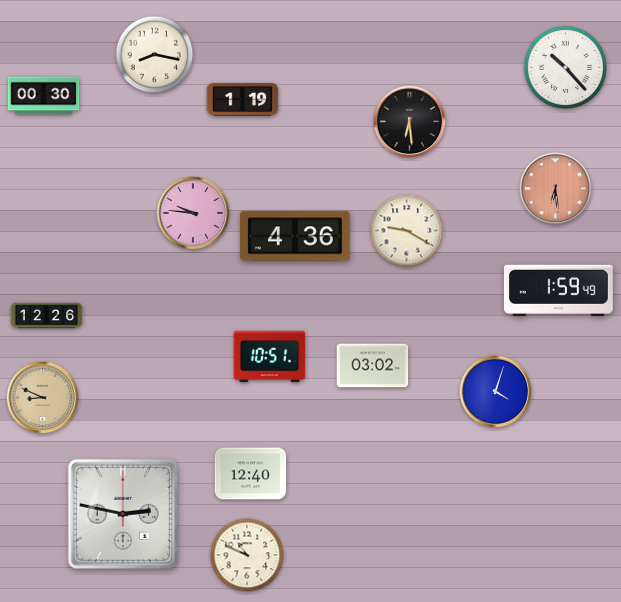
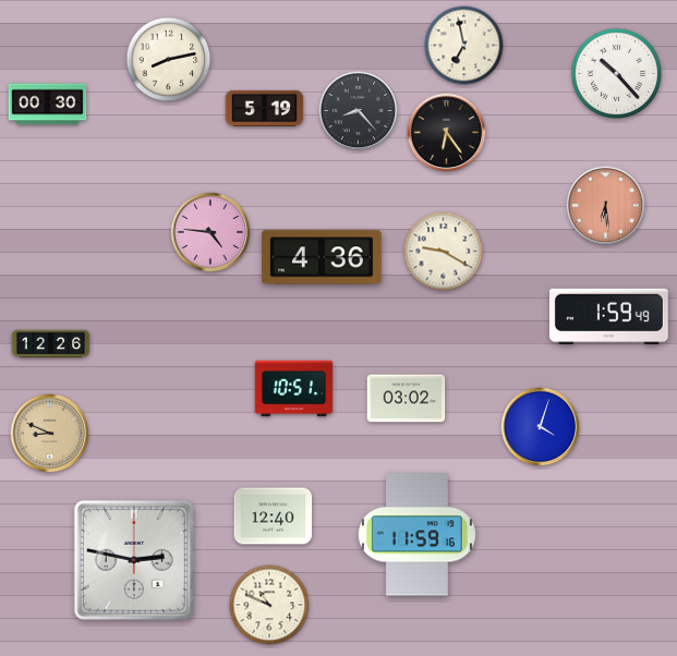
clock at (464, 46): none -> 6:58
clock at (155, 55): 8:17 -> 8:13
clock at (243, 99): 1:19 -> 5:19
clock at (359, 111): none -> 8:23
clock at (410, 122): 6:29 -> 6:24
clock at (193, 213): 9:46 -> 4:46
clock at (43, 398) position: (43, 398) -> (50, 434)
clock at (416, 535): none -> 11:59
